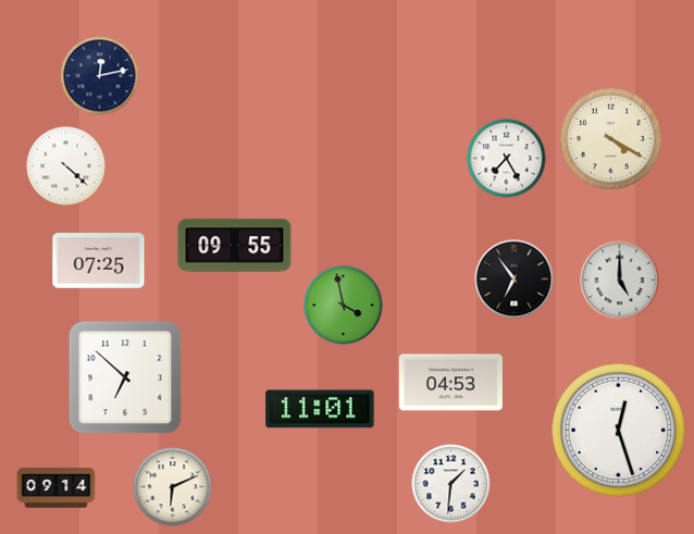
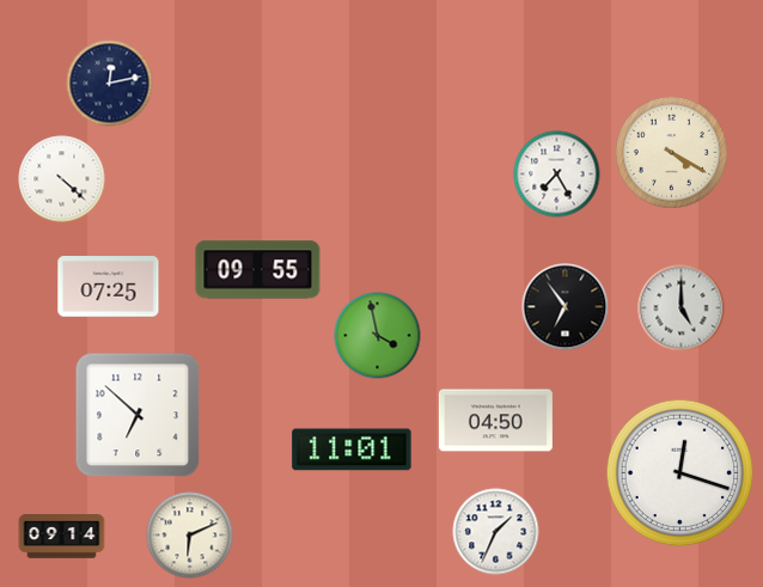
clock at (66, 166) position: (66, 166) -> (62, 179)
clock at (450, 383): 04:53 -> 04:50
clock at (619, 431): 12:27 -> 12:18
clock at (451, 484): 1:31 -> 1:34
